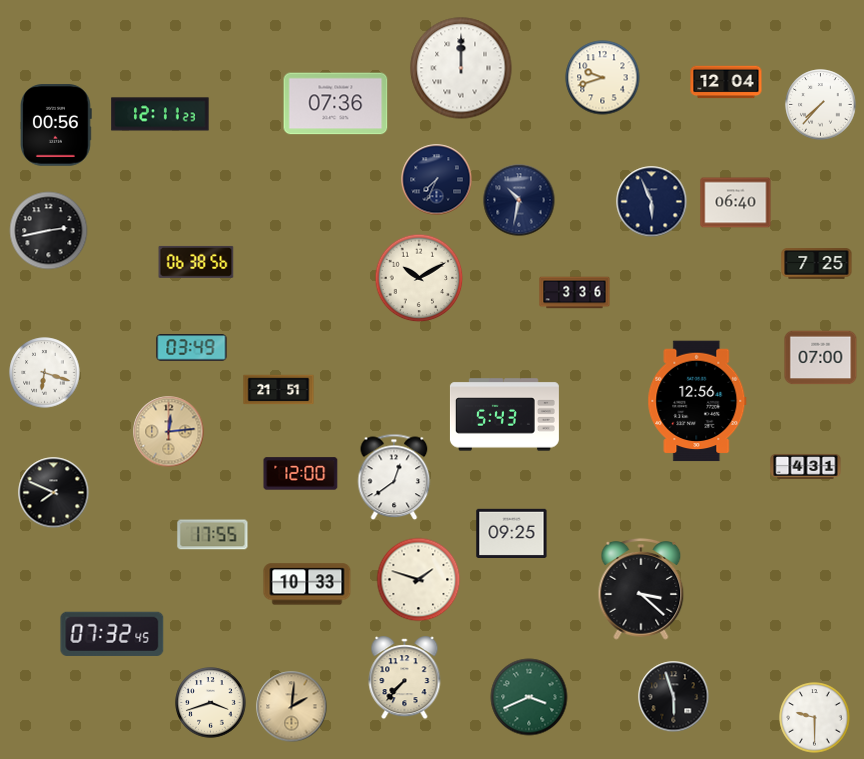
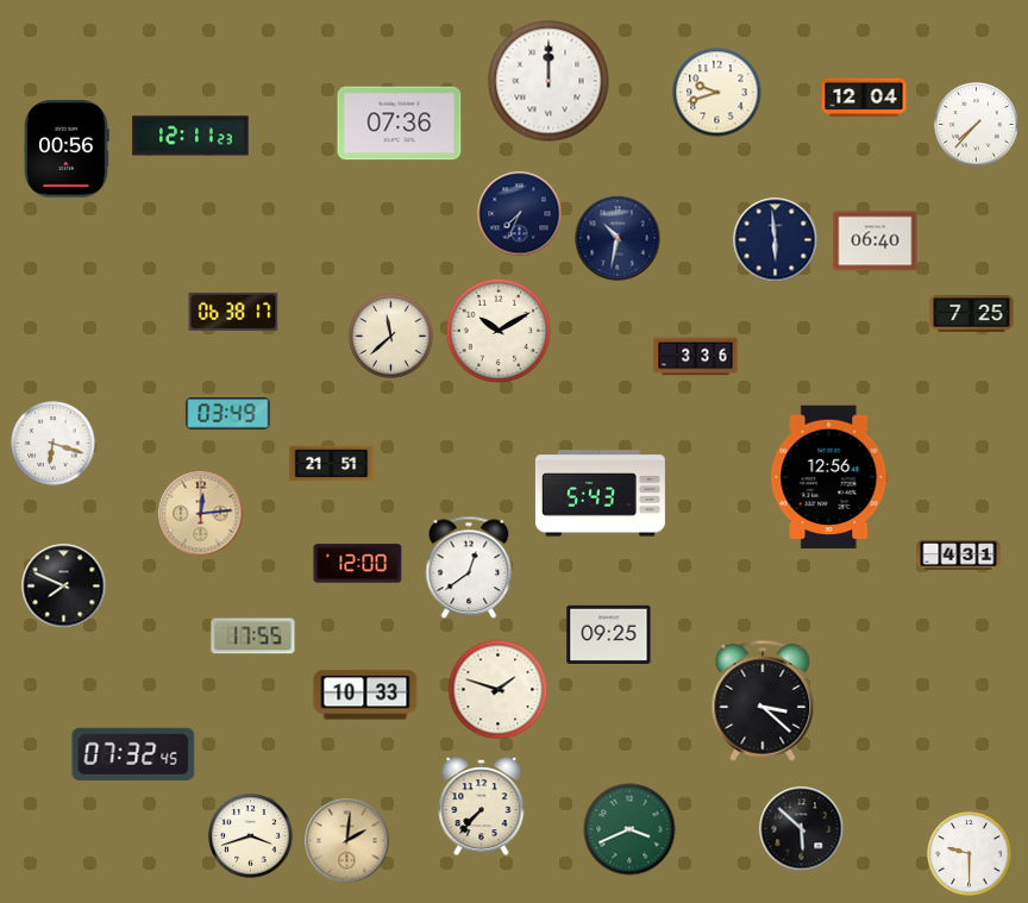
clock at (652, 202): 5:56 -> 5:59
clock at (49, 231): 2:43 -> none
clock at (196, 262): 06:38:56 -> 06:38:17
clock at (391, 337): none -> 11:38
clock at (575, 293) position: (575, 293) -> (696, 357)
clock at (821, 358): 07:00 -> none
clock at (674, 697): 5:57 -> 5:52
